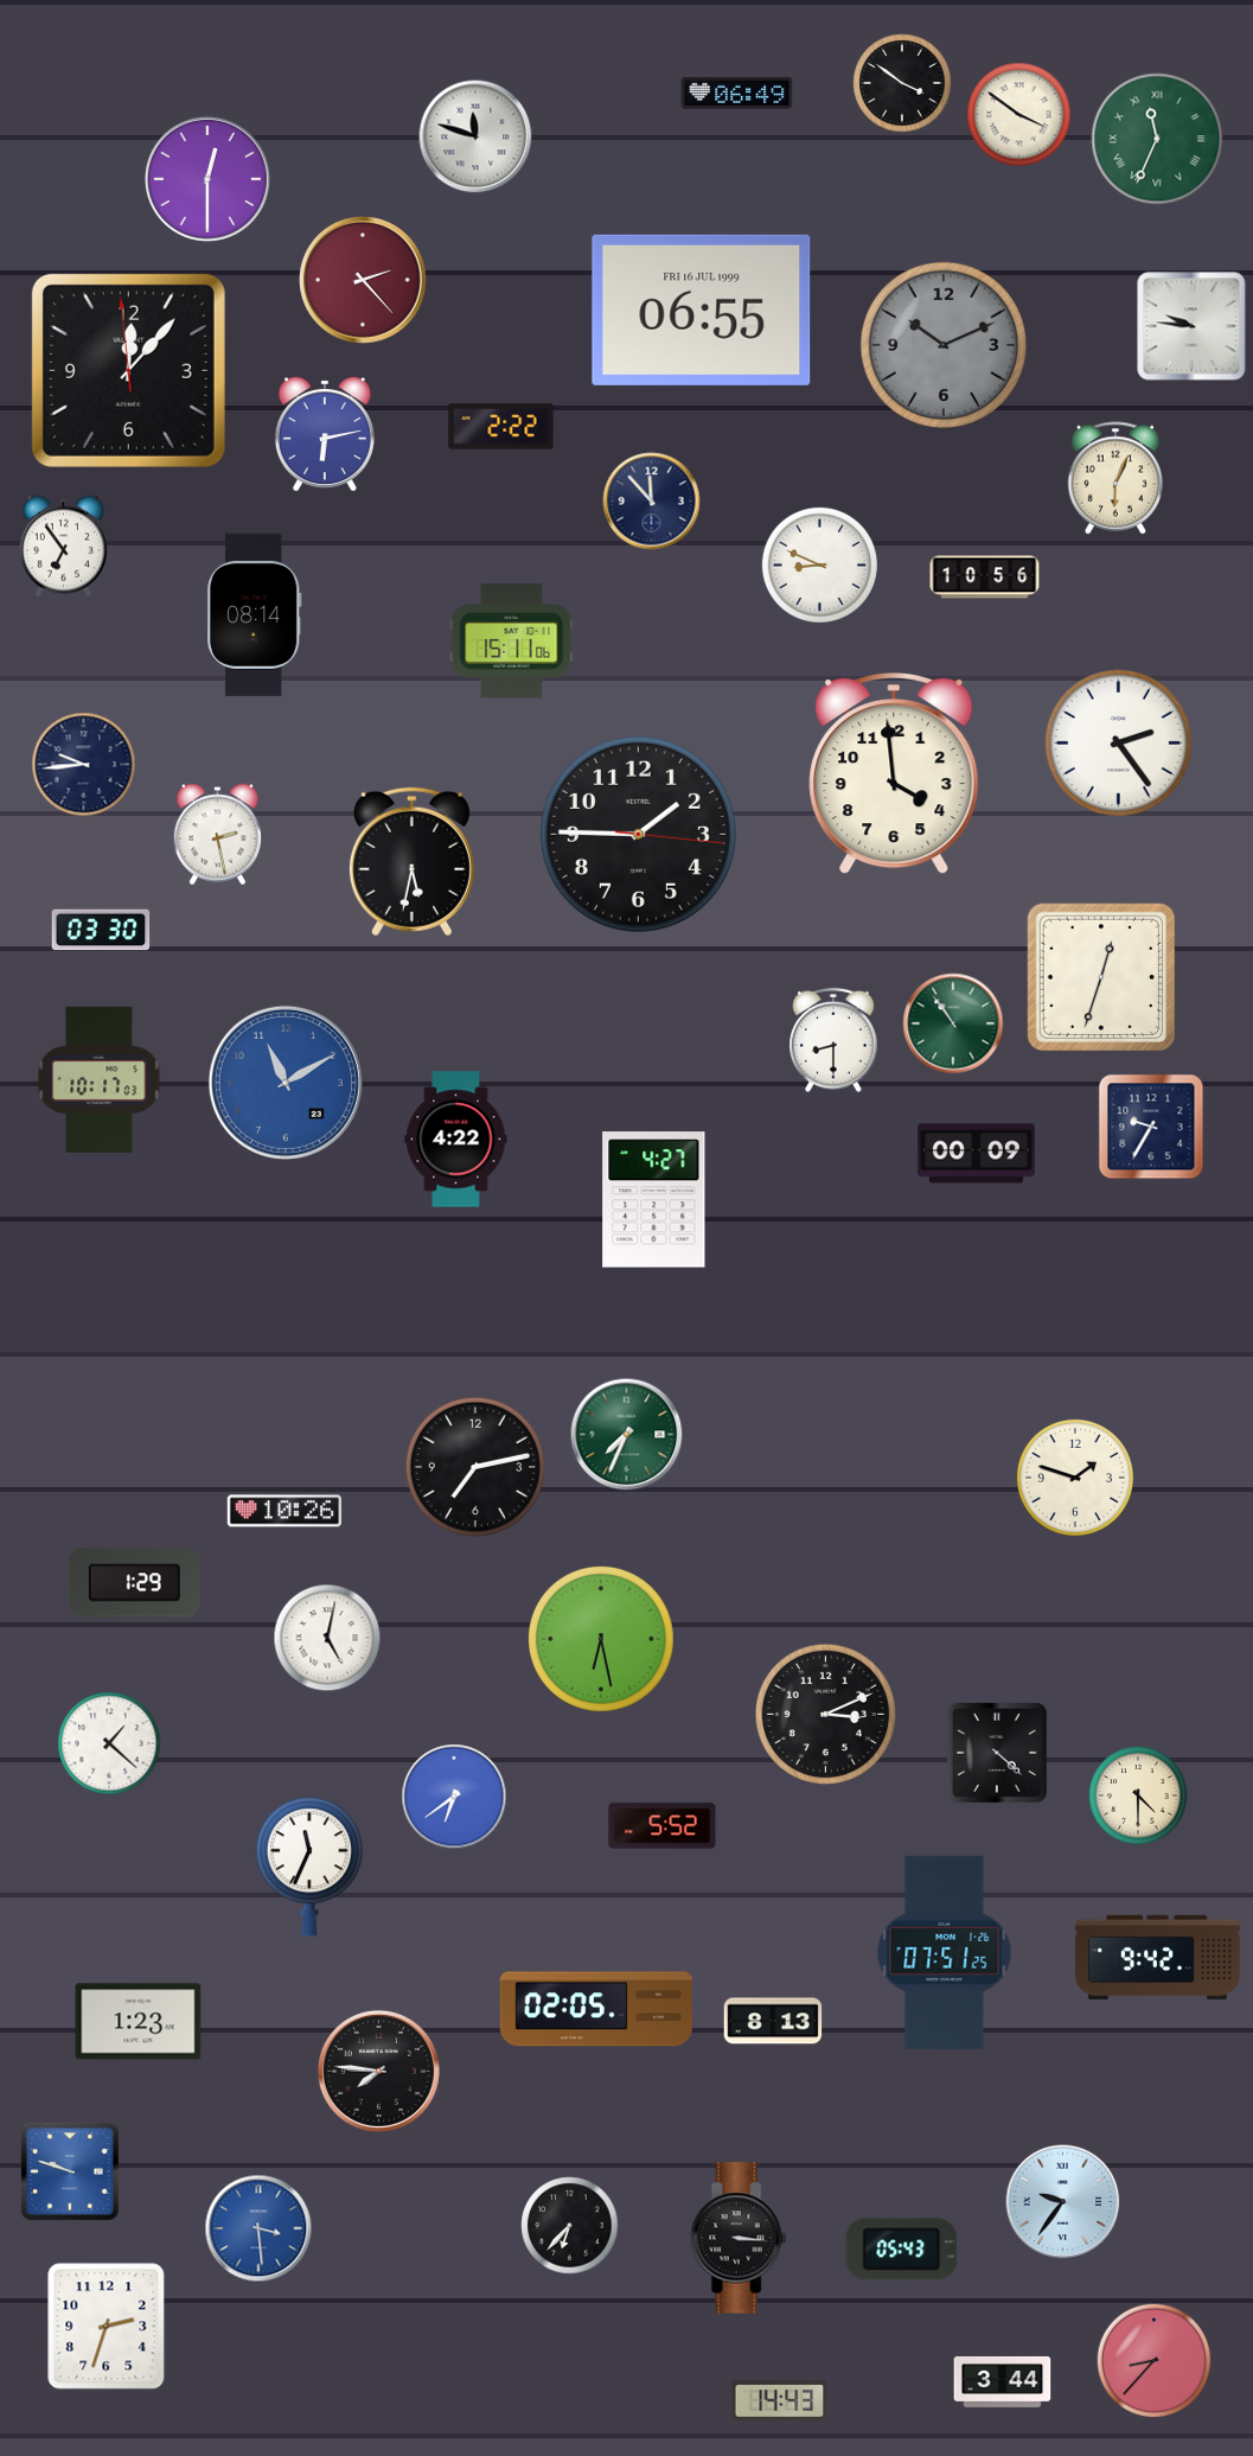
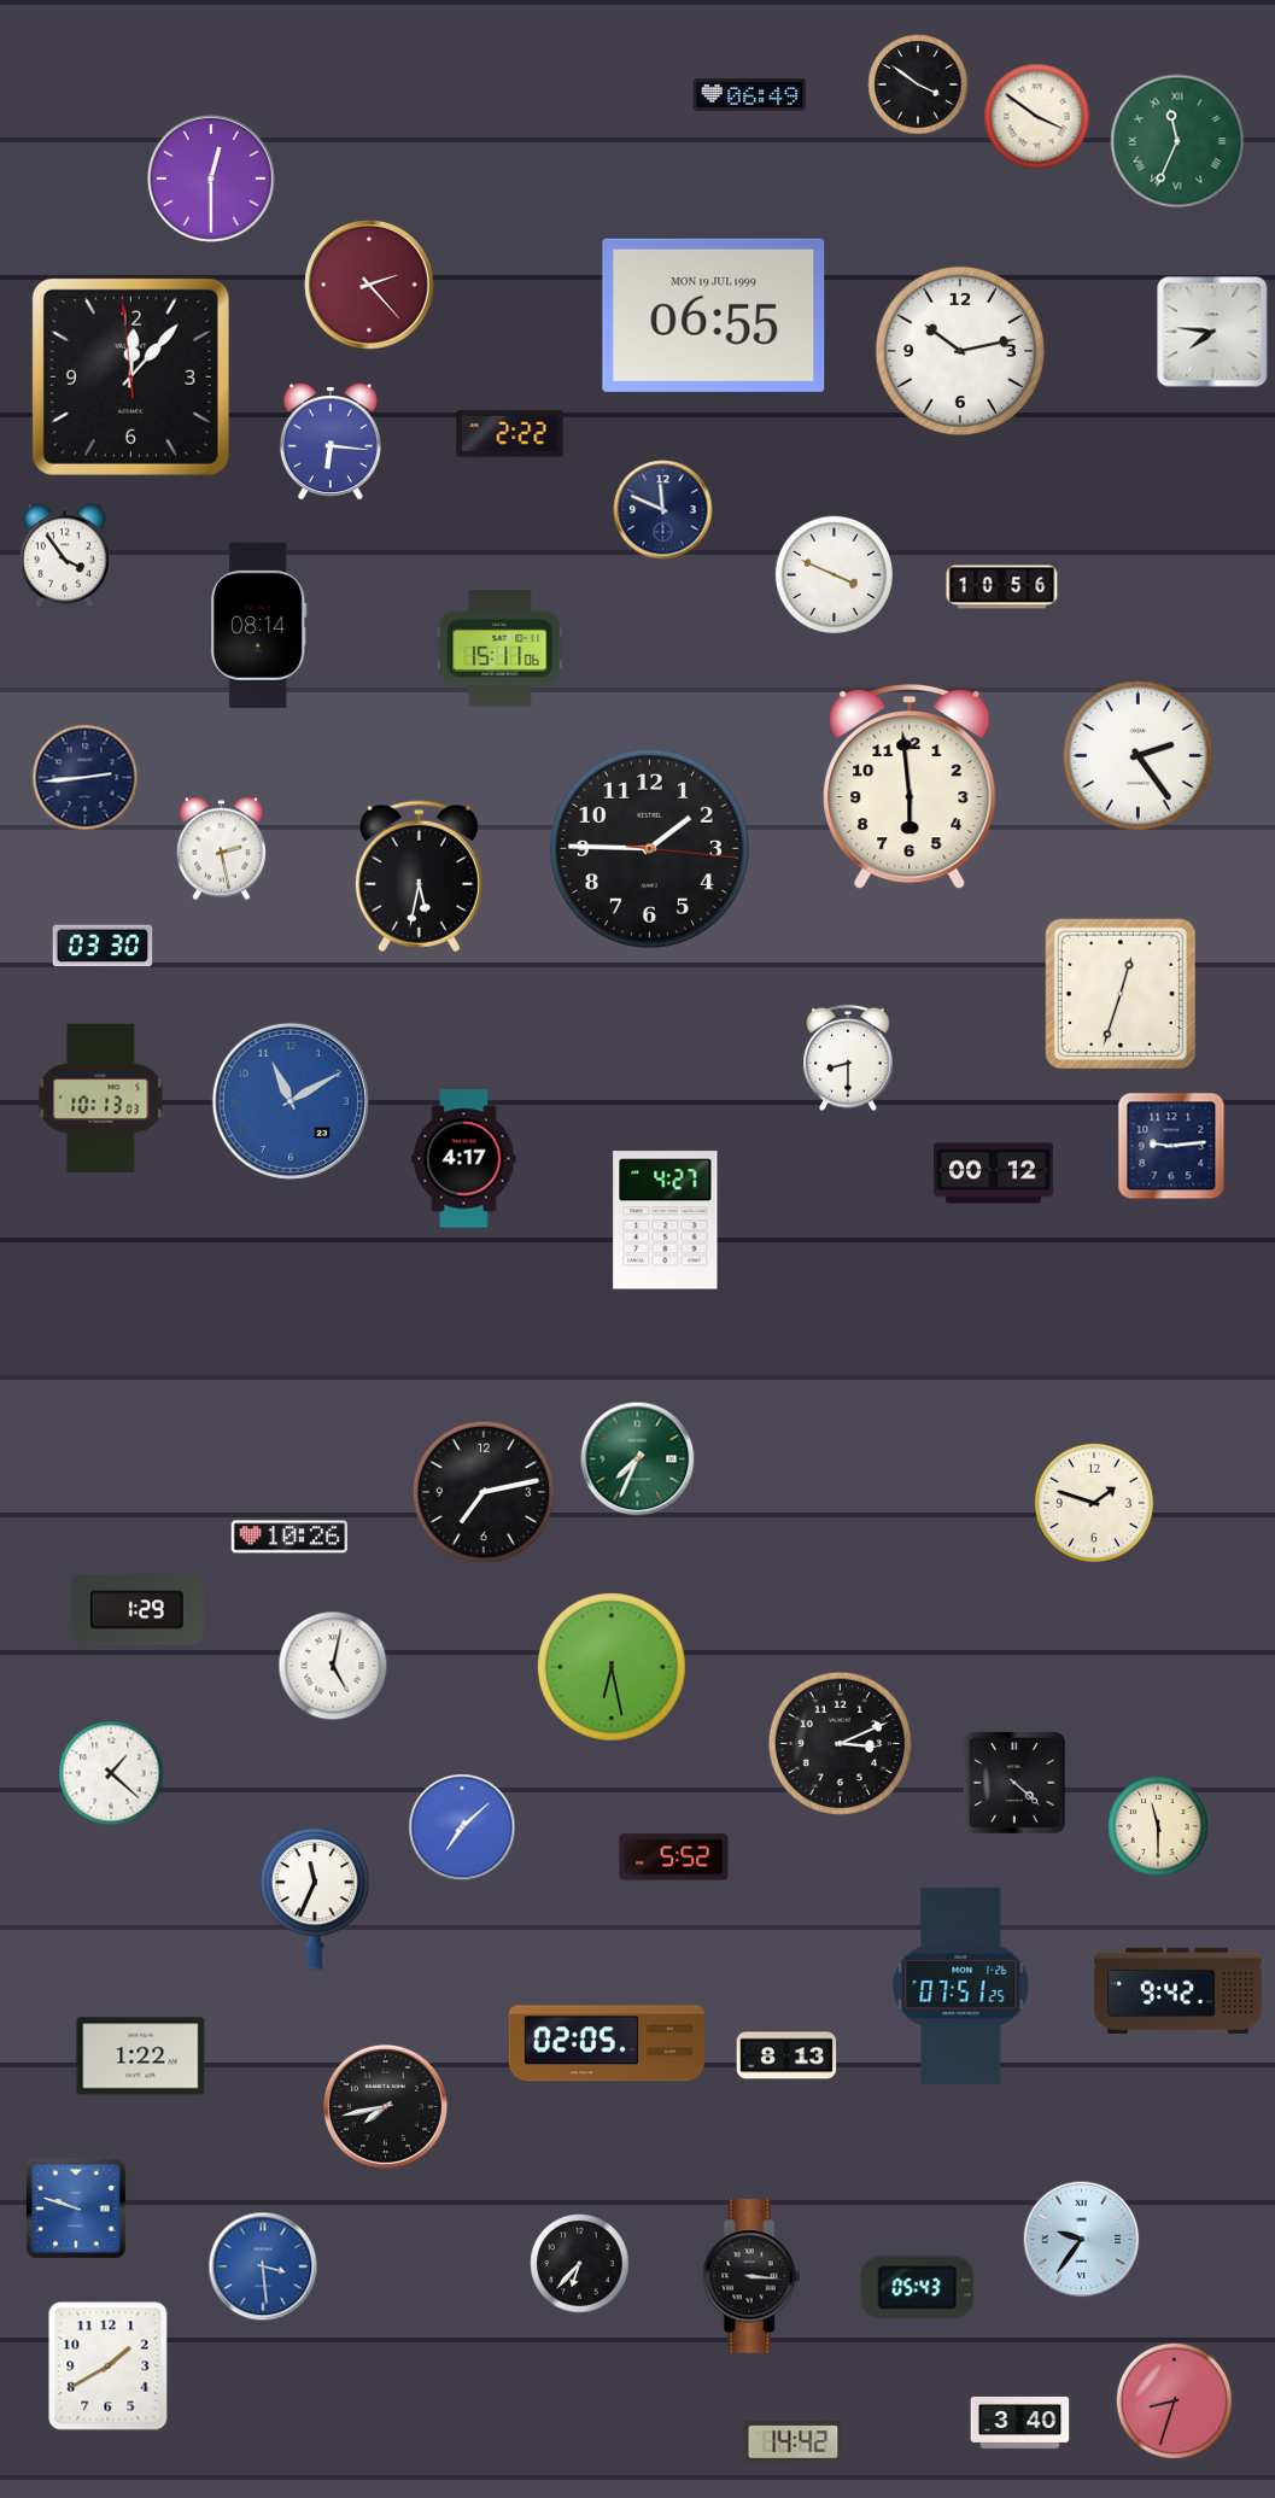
clock at (475, 136): 11:48 -> none
clock at (207, 179) position: (207, 179) -> (211, 179)
clock at (702, 310) date: FRI 16 JUL 1999 -> MON 19 JUL 1999
clock at (1191, 326): 9:46 -> 7:46
clock at (942, 344): 10:11 -> 10:13
clock at (942, 344) dial: grey -> white
clock at (325, 434): 6:13 -> 6:16
clock at (1114, 478): 6:04 -> none
clock at (652, 502): 11:53 -> 11:49
clock at (63, 547): 6:54 -> 3:54
clock at (819, 564): 8:49 -> 3:49
clock at (512, 642) position: (512, 642) -> (501, 649)
clock at (84, 765): 9:44 -> 2:44
clock at (894, 773): 3:59 -> 5:59
clock at (953, 1023): 10:54 -> none
clock at (100, 1079): 10:17 -> 10:13
clock at (1151, 1127): 9:35 -> 9:14
clock at (456, 1140): 4:22 -> 4:17
clock at (976, 1154): 00:09 -> 00:12
clock at (1138, 1795): 4:30 -> 11:30
clock at (454, 1797): 6:39 -> 7:08
clock at (139, 2022): 1:23 -> 1:22
clock at (378, 2071): 7:46 -> 7:43
clock at (70, 2171) position: (70, 2171) -> (76, 2209)
clock at (107, 2327): 2:33 -> 1:40
clock at (1155, 2361): 8:37 -> 8:33
clock at (1003, 2381): 3:44 -> 3:40
clock at (780, 2401): 14:43 -> 14:42
